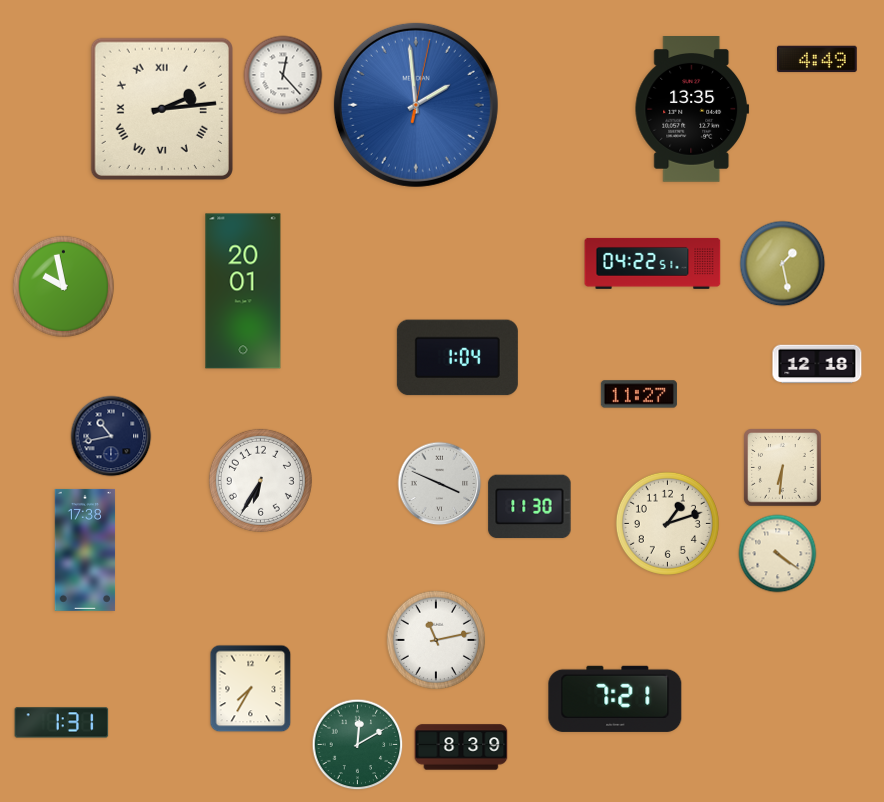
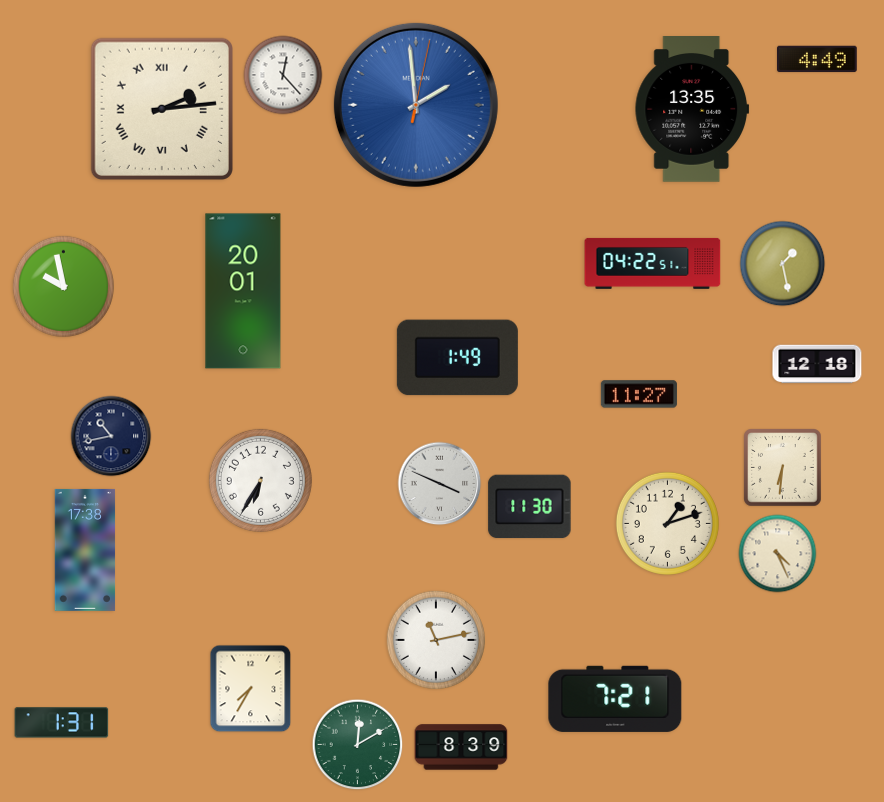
clock at (457, 358): 1:04 -> 1:49
clock at (778, 554): 4:21 -> 4:26
